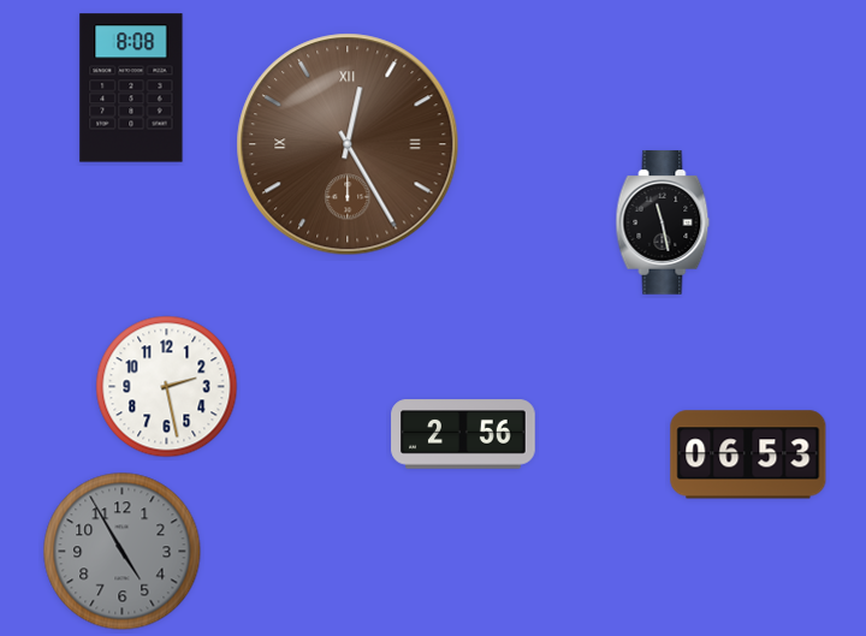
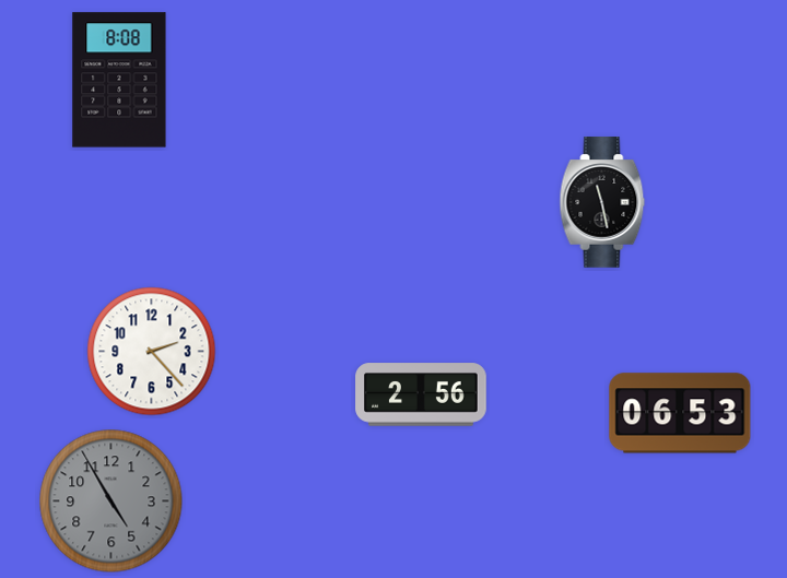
clock at (348, 144): 12:25 -> none
clock at (167, 387): 2:28 -> 2:23
